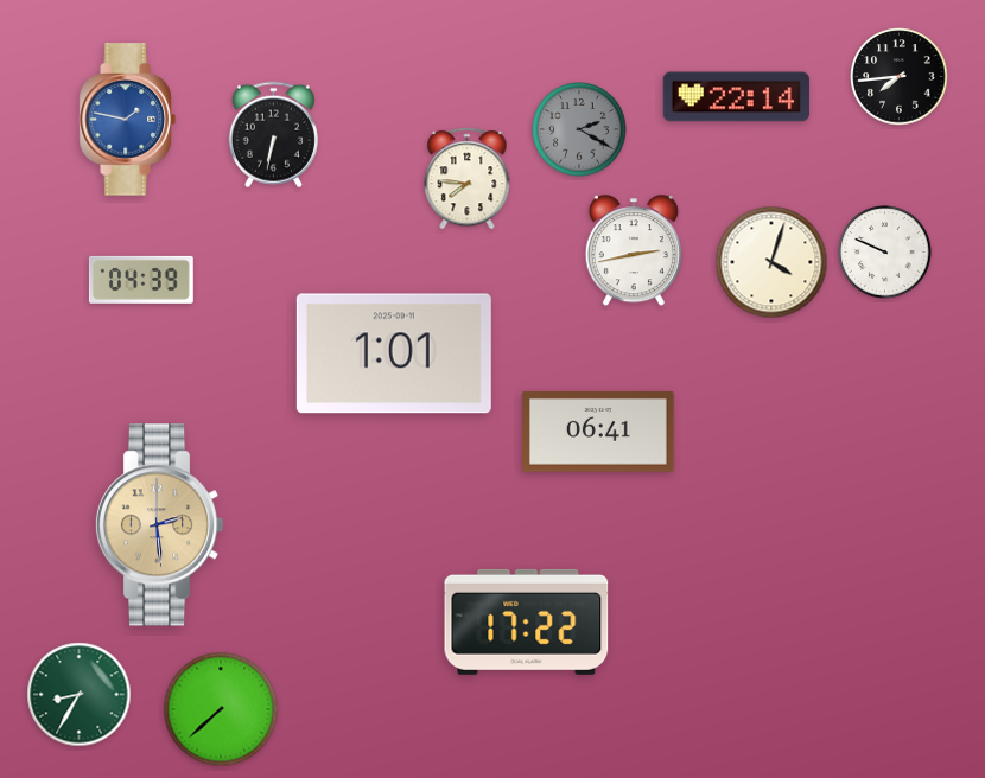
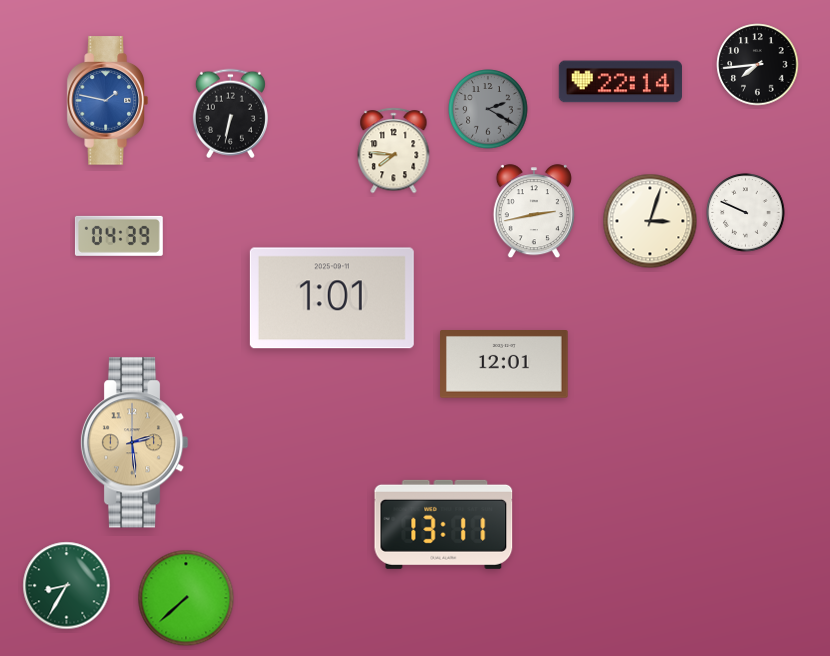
clock at (771, 262): 4:03 -> 3:03
clock at (599, 433): 06:41 -> 12:01
clock at (527, 621): 17:22 -> 13:11
